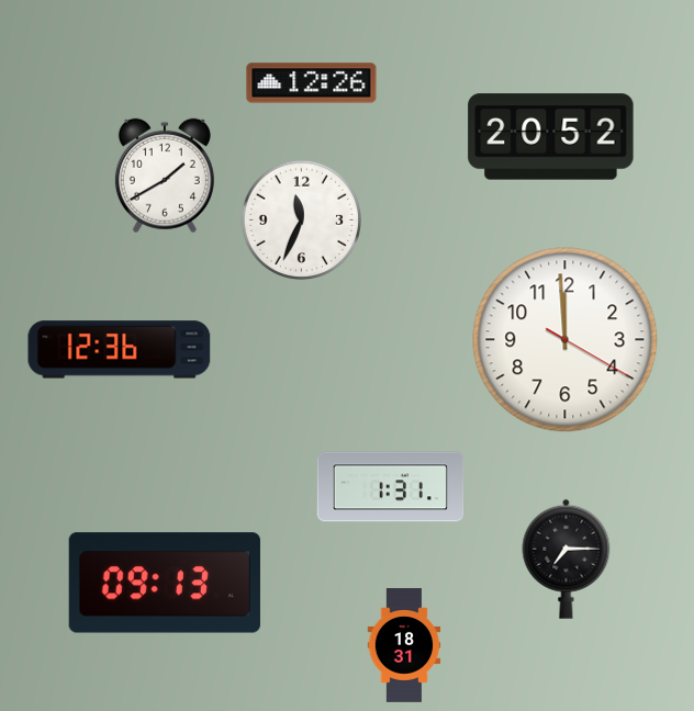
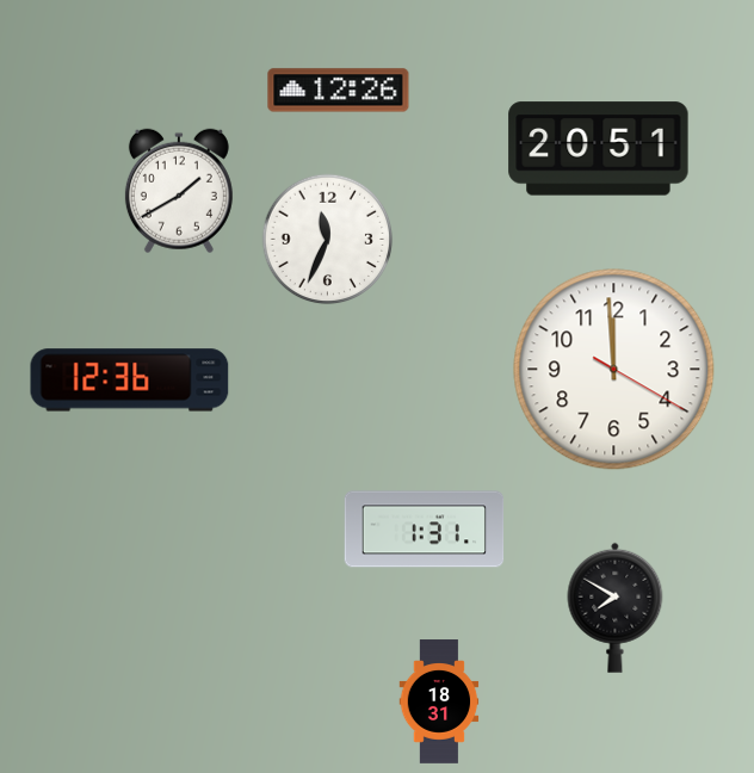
clock at (551, 137): 20:52 -> 20:51
clock at (567, 558): 7:15 -> 7:50
clock at (165, 583): 09:13 -> none
